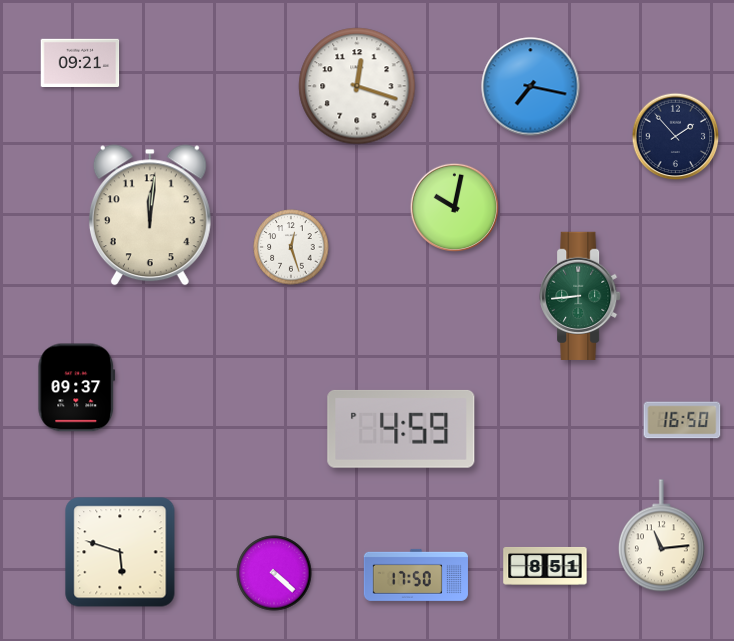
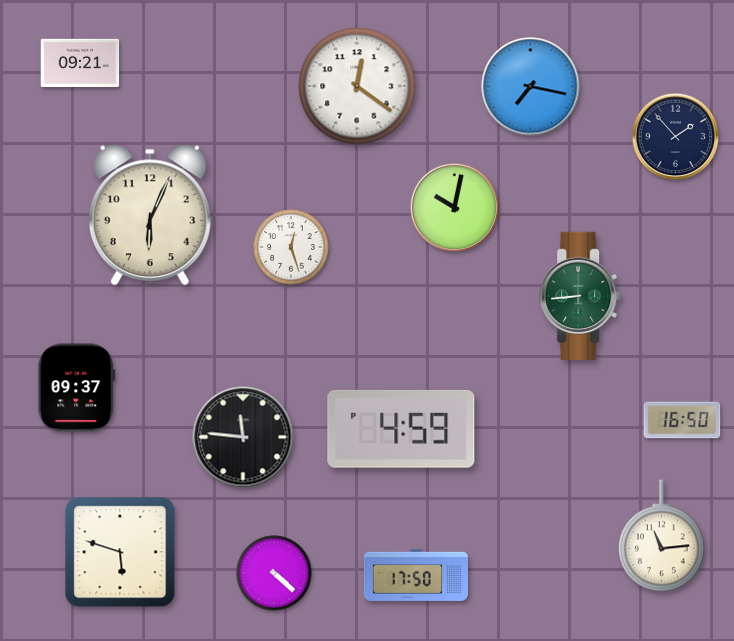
clock at (357, 86): 12:18 -> 12:21
clock at (150, 215): 12:01 -> 6:04
clock at (243, 437): none -> 11:46
clock at (545, 566): 8:51 -> none
